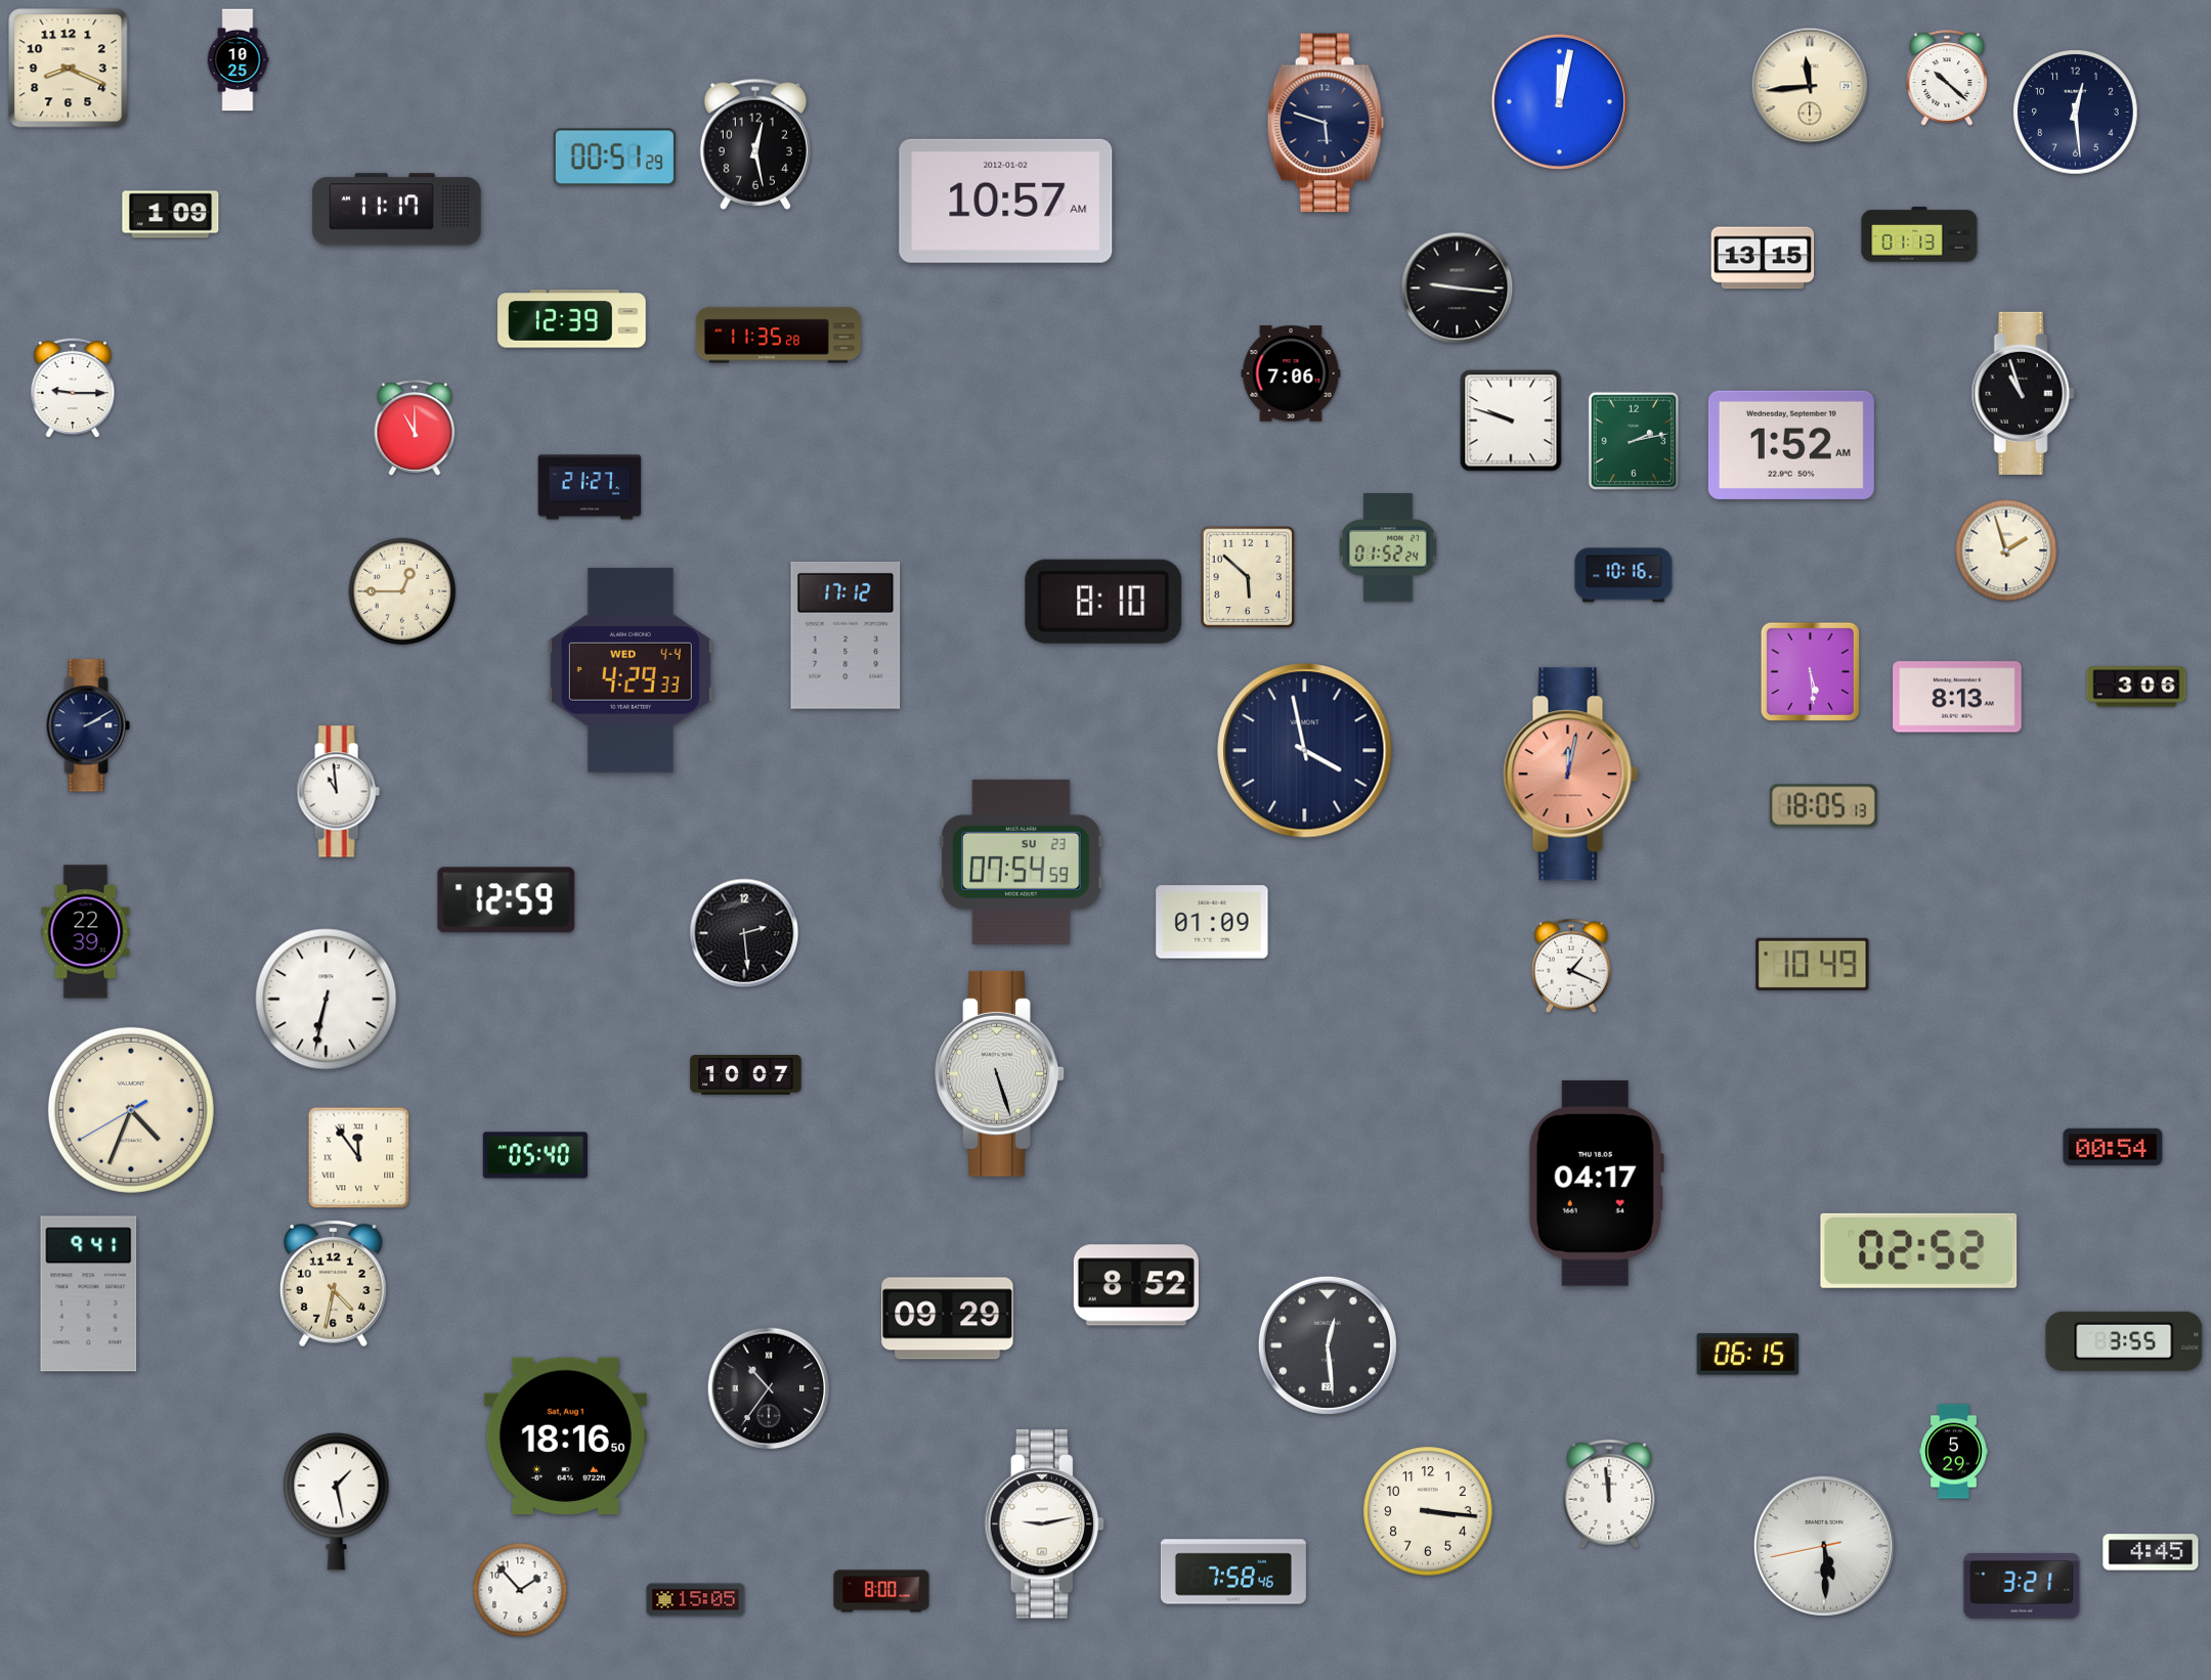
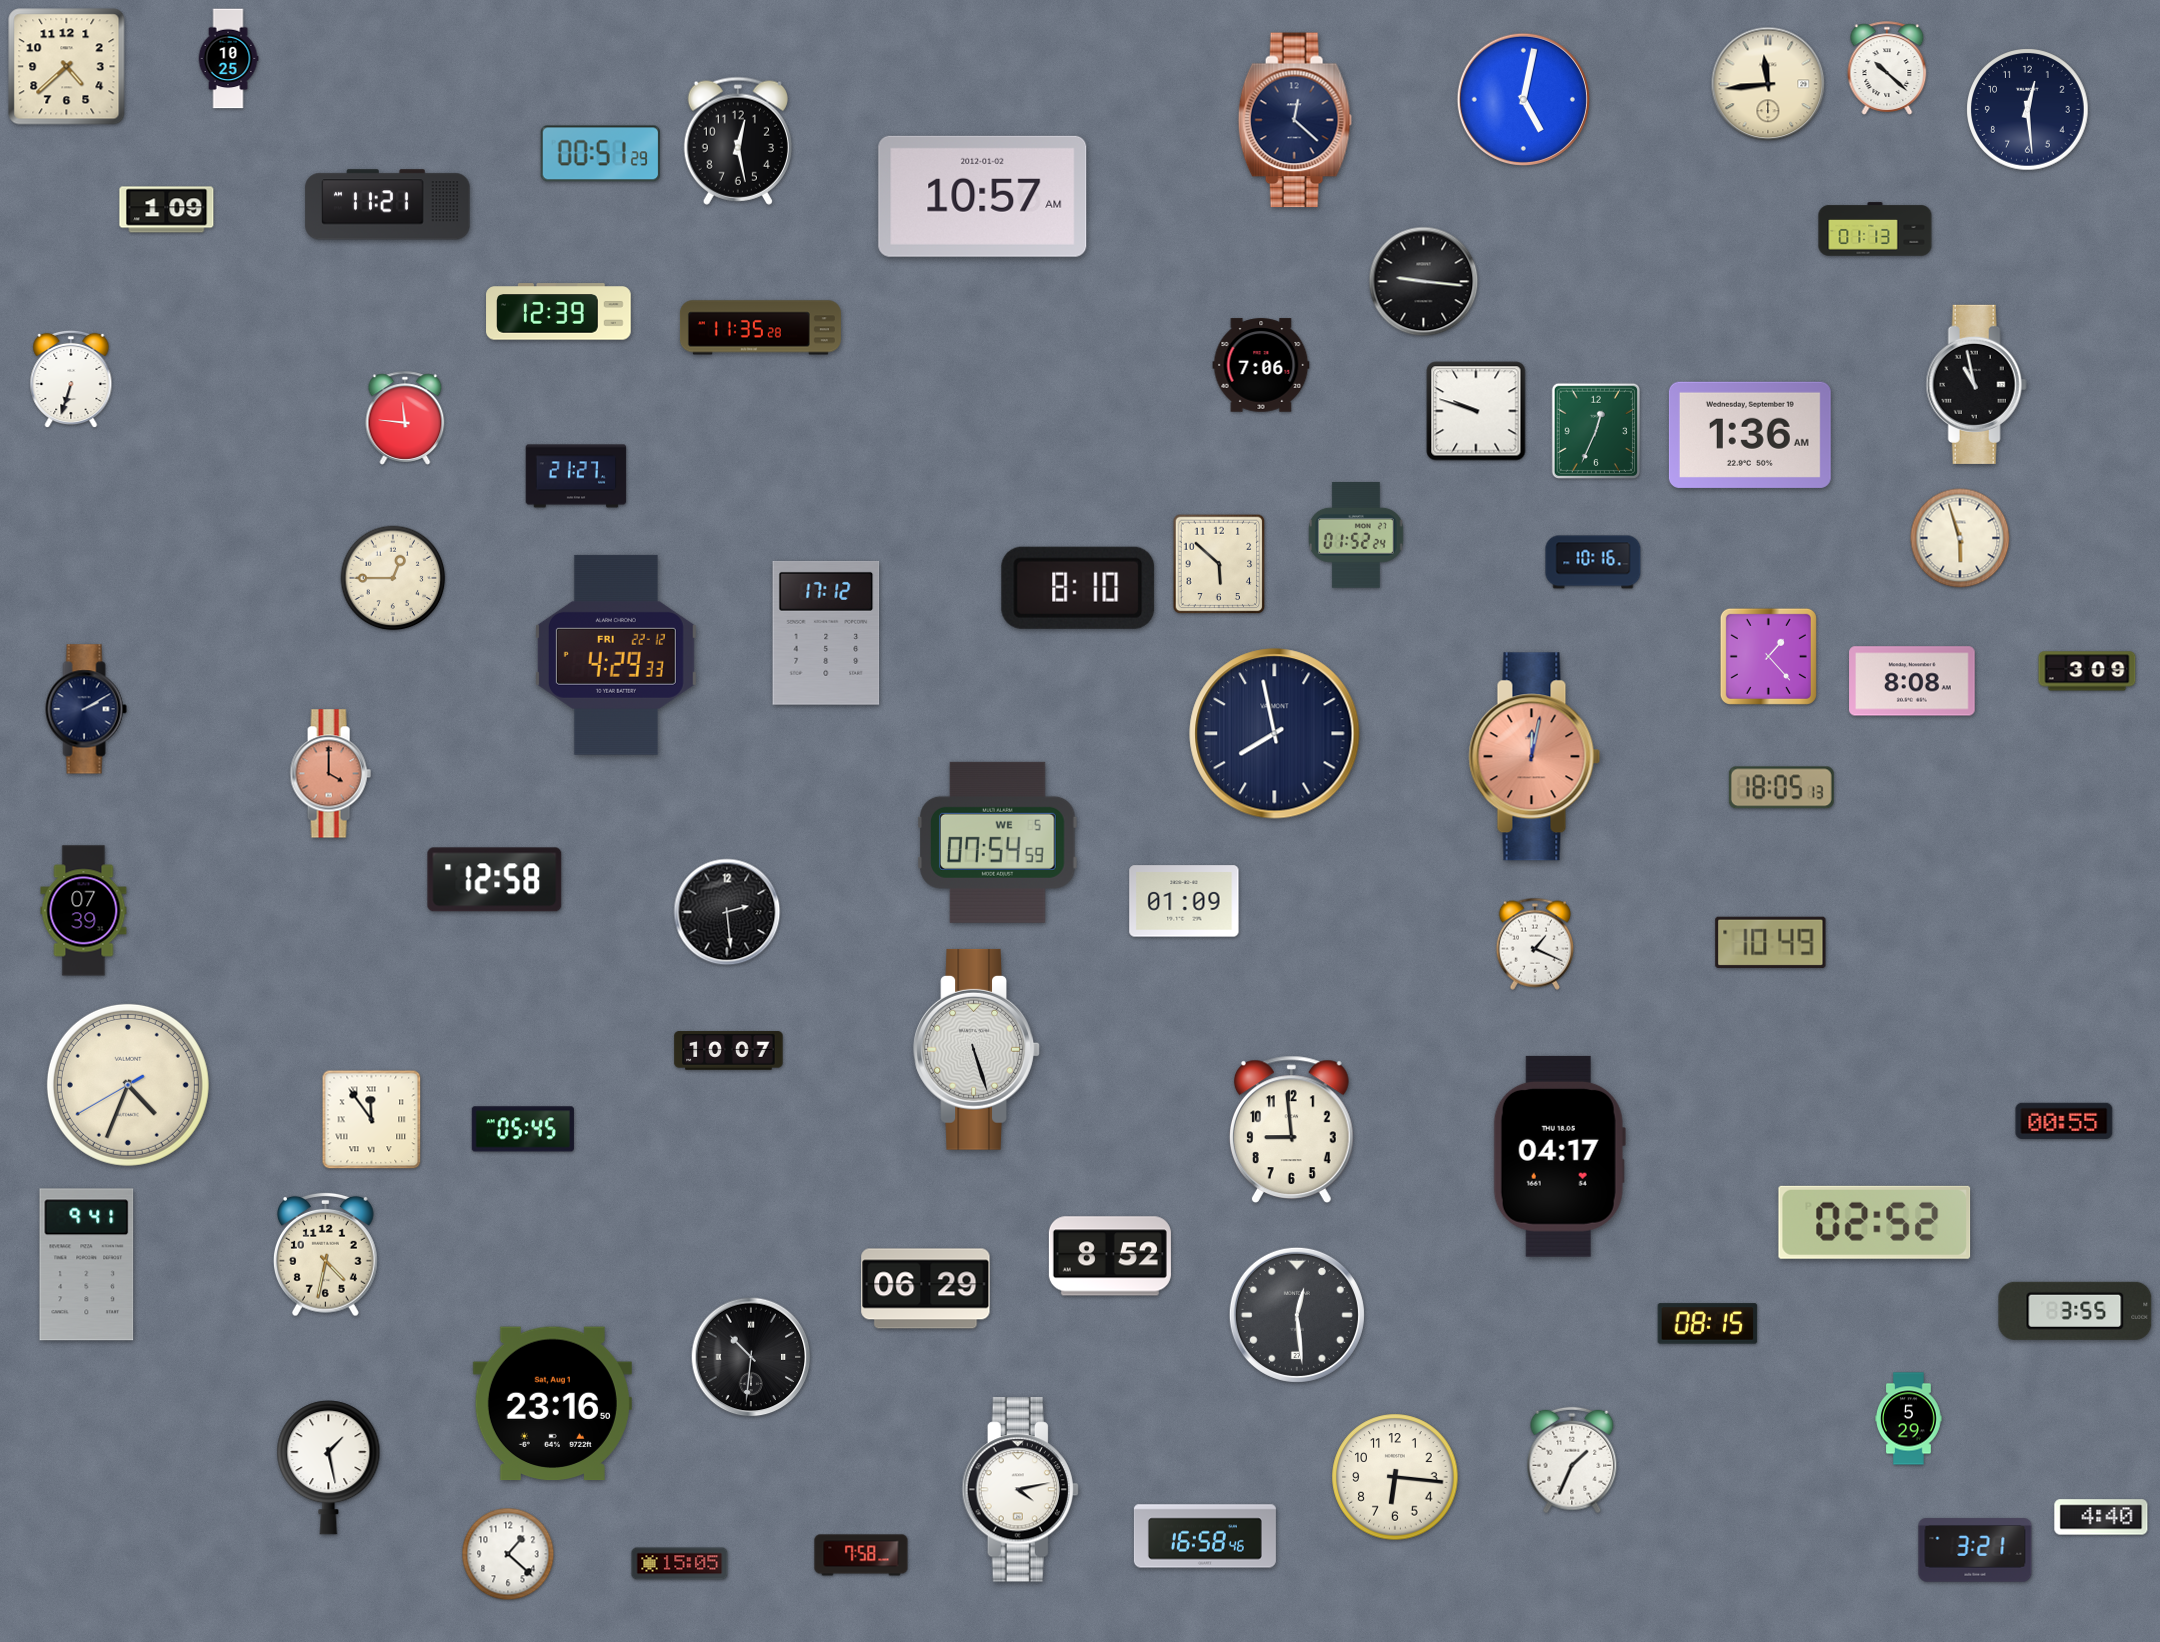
clock at (237, 60) position: (237, 60) -> (228, 59)
clock at (69, 69): 8:19 -> 4:38
clock at (1947, 78) position: (1947, 78) -> (1887, 68)
clock at (1559, 101): 12:02 -> 5:02
clock at (1326, 123): 5:48 -> 12:22
clock at (397, 210): 11:17 -> 11:21
clock at (1763, 258): 13:15 -> none
clock at (73, 388): 9:15 -> 6:33
clock at (2023, 393): 10:57 -> 10:58
clock at (415, 428): 11:00 -> 11:46
clock at (1633, 440): 2:13 -> 12:34
clock at (1791, 445): 1:52 -> 1:36
clock at (2006, 550): 1:57 -> 5:57
clock at (1623, 575) position: (1623, 575) -> (1593, 562)
clock at (846, 635) position: (846, 635) -> (826, 633)
clock at (631, 670) date: WED 4-4 -> FRI 22-12
clock at (1810, 671): 5:29 -> 1:23
clock at (2136, 687): 3:06 -> 3:09
clock at (1957, 697): 8:13 -> 8:08
clock at (1305, 751): 3:58 -> 7:58
clock at (338, 792): 10:59 -> 4:00
clock at (338, 792) dial: white -> salmon
clock at (1022, 861) date: SU 23 -> WE 5
clock at (507, 900): 12:59 -> 12:58
clock at (86, 932): 22:39 -> 07:39
clock at (327, 1000): 6:32 -> none
clock at (2113, 1147): 00:54 -> 00:55
clock at (535, 1155): 05:40 -> 05:45
clock at (1291, 1129): none -> 8:59
clock at (359, 1158) position: (359, 1158) -> (372, 1120)
clock at (948, 1319): 09:29 -> 06:29
clock at (1748, 1355): 06:15 -> 08:15
clock at (769, 1388): 10:36 -> 10:31
clock at (565, 1436): 18:16 -> 23:16
clock at (1609, 1494): 11:59 -> 1:34
clock at (1428, 1511): 3:16 -> 6:16
clock at (1044, 1524): 9:13 -> 4:13
clock at (1824, 1546): 5:29 -> none
clock at (2151, 1552): 4:45 -> 4:40
clock at (1233, 1572): 7:58 -> 16:58
clock at (520, 1590): 1:53 -> 1:22
clock at (881, 1591): 8:00 -> 7:58
